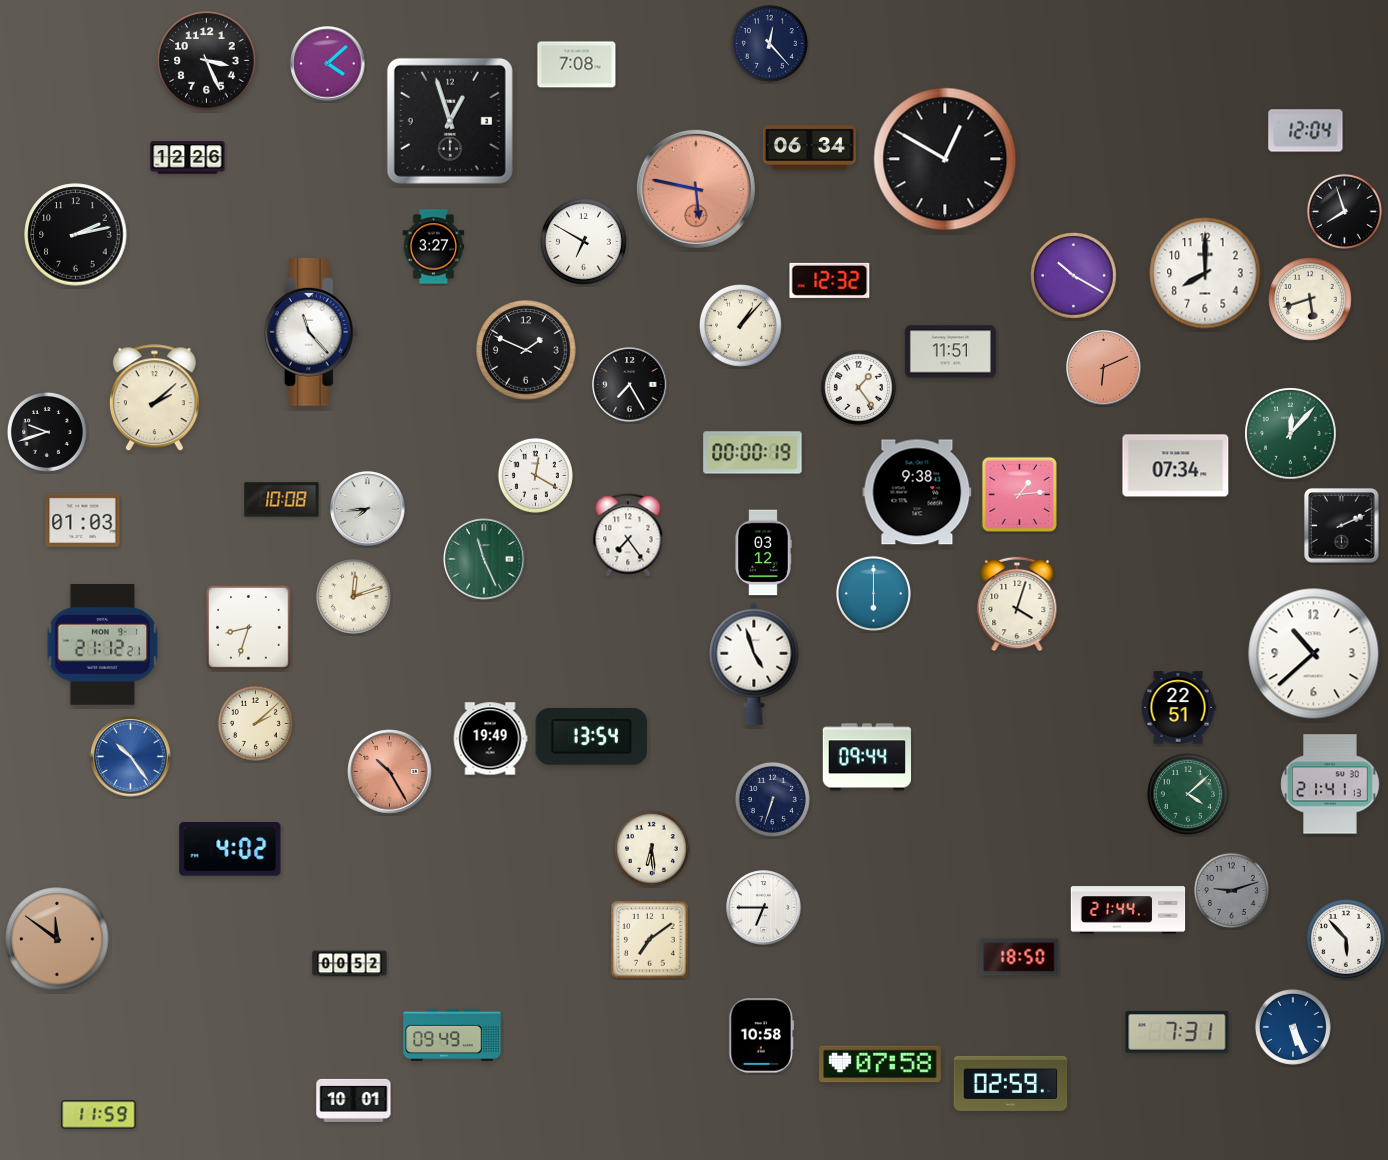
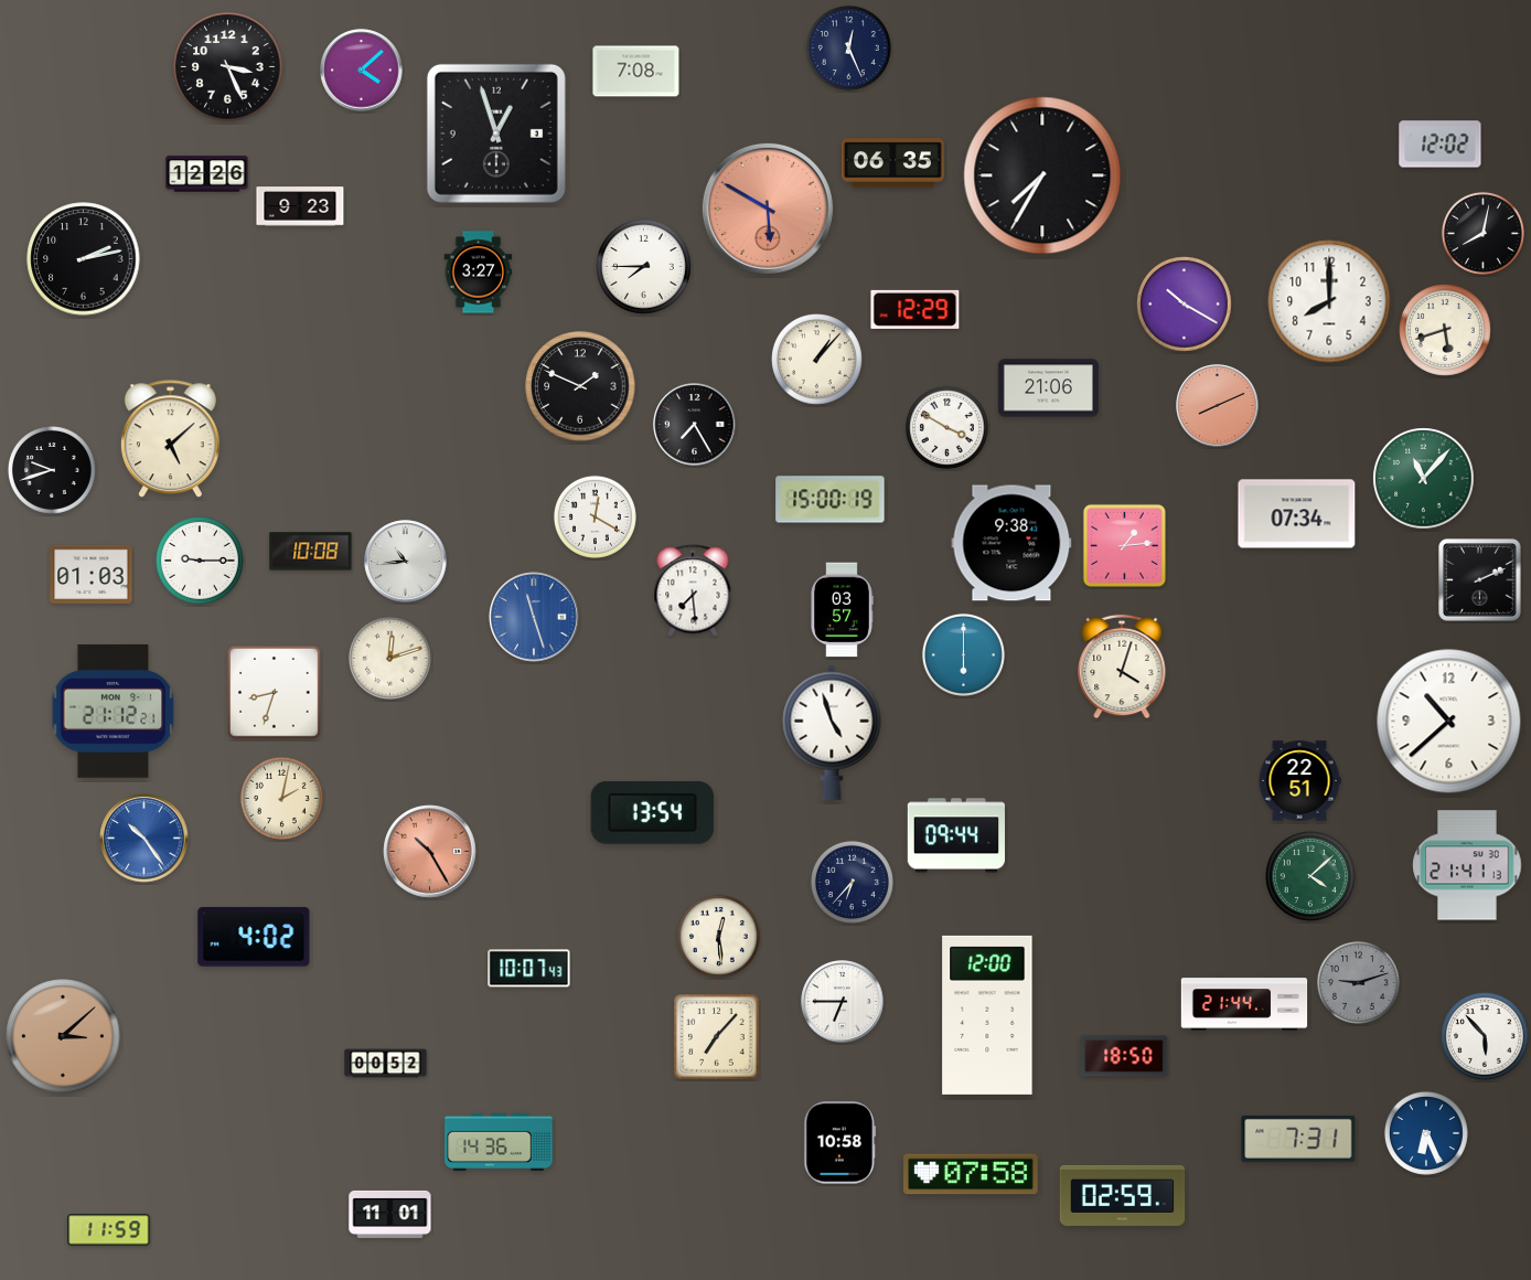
clock at (769, 43): 12:23 -> 12:26
clock at (1306, 131): 12:04 -> 12:02
clock at (809, 148): 06:34 -> 06:35
clock at (945, 159): 12:50 -> 7:35
clock at (300, 206): none -> 9:23
clock at (696, 189): 5:47 -> 5:50
clock at (1344, 211): 7:57 -> 8:02
clock at (584, 242): 6:50 -> 7:45
clock at (830, 280): 12:32 -> 12:29
clock at (311, 333): 11:23 -> none
clock at (950, 352): 11:51 -> 21:06
clock at (1104, 368): 6:11 -> 8:11
clock at (858, 387): 1:24 -> 3:50
clock at (154, 398): 2:08 -> 5:08
clock at (47, 432) position: (47, 432) -> (52, 470)
clock at (1291, 434): 12:07 -> 11:07
clock at (753, 453): 00:00 -> 15:00
clock at (535, 475) position: (535, 475) -> (595, 516)
clock at (200, 561): none -> 9:15
clock at (368, 509): 7:44 -> 10:44
clock at (628, 535): 7:24 -> 7:29
clock at (763, 553): 03:12 -> 03:57
clock at (484, 559): 11:26 -> 11:27
clock at (484, 559) dial: green -> blue
clock at (255, 723): 2:08 -> 2:02
clock at (490, 739): 19:49 -> none
clock at (131, 757) position: (131, 757) -> (144, 839)
clock at (772, 799): 6:33 -> 6:37
clock at (651, 848): 6:29 -> 12:29
clock at (529, 969): none -> 10:07
clock at (987, 1015): none -> 12:00
clock at (57, 939): 11:51 -> 3:08
clock at (650, 940): 7:09 -> 7:07
clock at (1293, 1027): 5:26 -> 6:26
clock at (452, 1035): 09:49 -> 14:36
clock at (1011, 1083) position: (1011, 1083) -> (1123, 1195)
clock at (354, 1100): 10:01 -> 11:01
